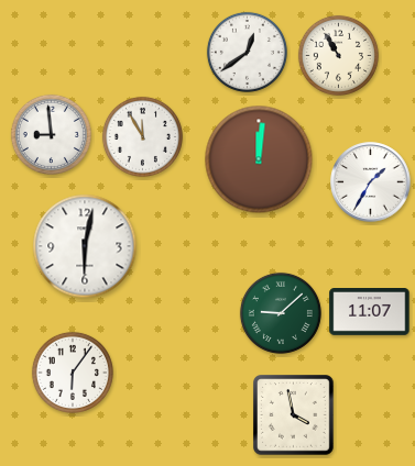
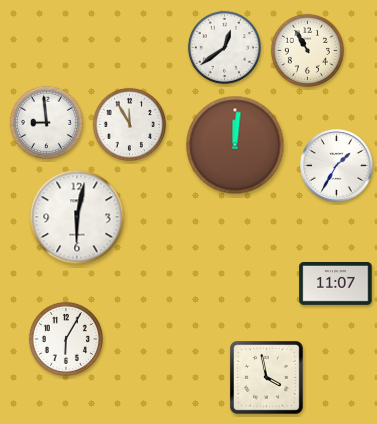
clock at (85, 246) position: (85, 246) -> (77, 217)
clock at (281, 313): 9:08 -> none
clock at (73, 373): 6:06 -> 6:05
